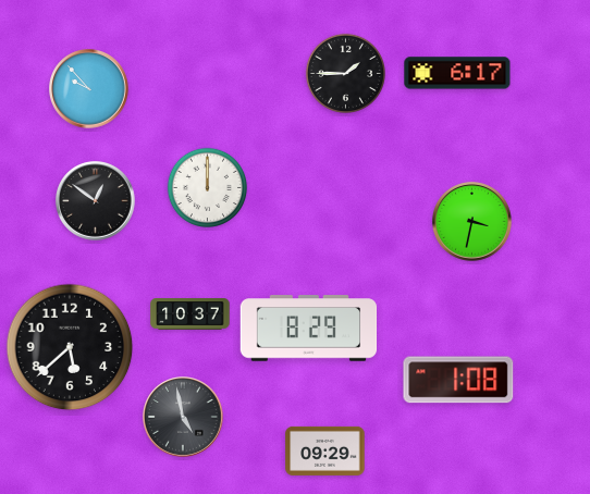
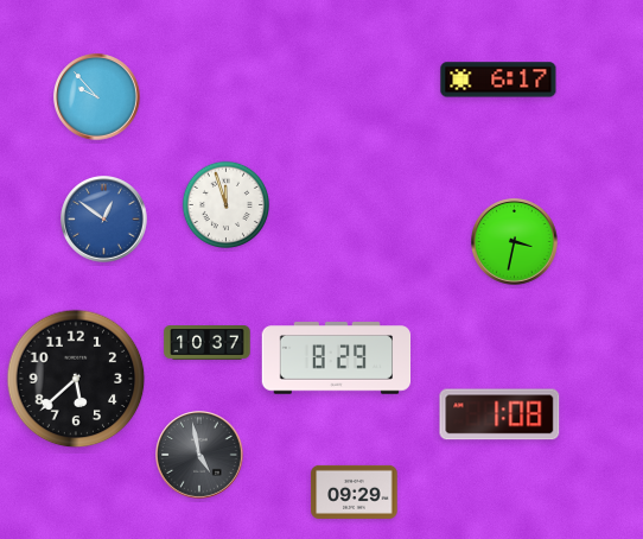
clock at (345, 73): 1:45 -> none
clock at (207, 187): 12:00 -> 11:57
clock at (96, 201) dial: black -> blue
